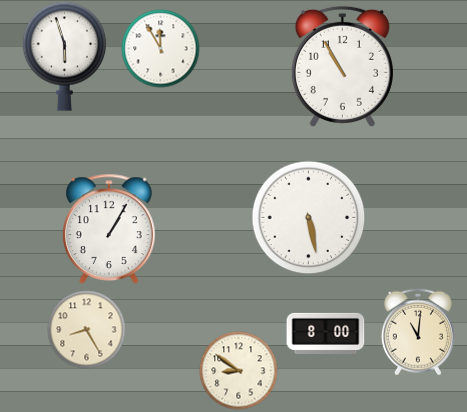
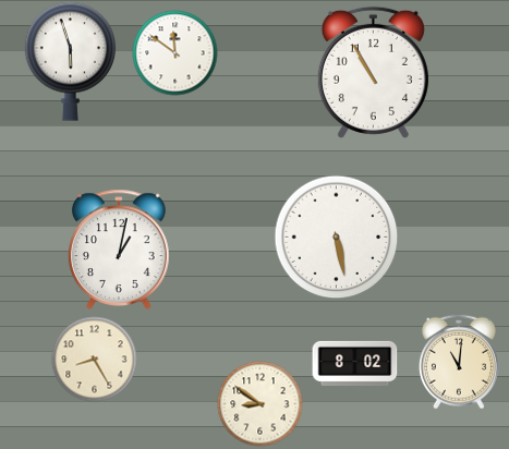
clock at (160, 48): 11:55 -> 11:51
clock at (109, 229): 1:05 -> 1:02
clock at (418, 332) position: (418, 332) -> (459, 362)
clock at (325, 333): 8:00 -> 8:02
